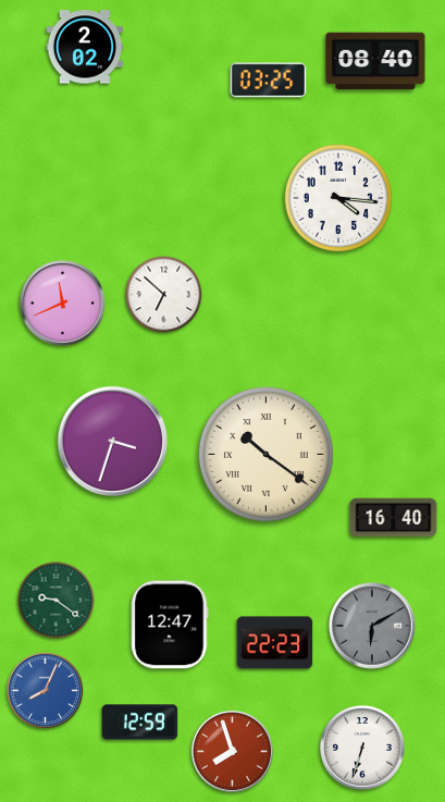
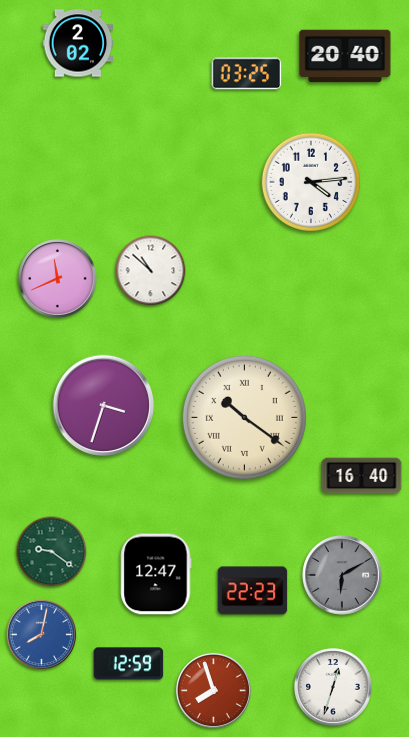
clock at (375, 61): 08:40 -> 20:40
clock at (337, 197): 4:16 -> 4:14
clock at (164, 295): 6:52 -> 10:52
clock at (46, 691): 8:04 -> 8:02
clock at (363, 749): 6:33 -> 12:33
